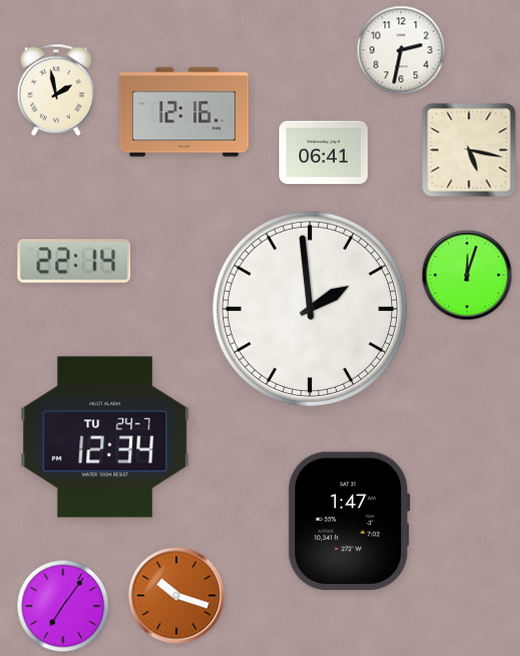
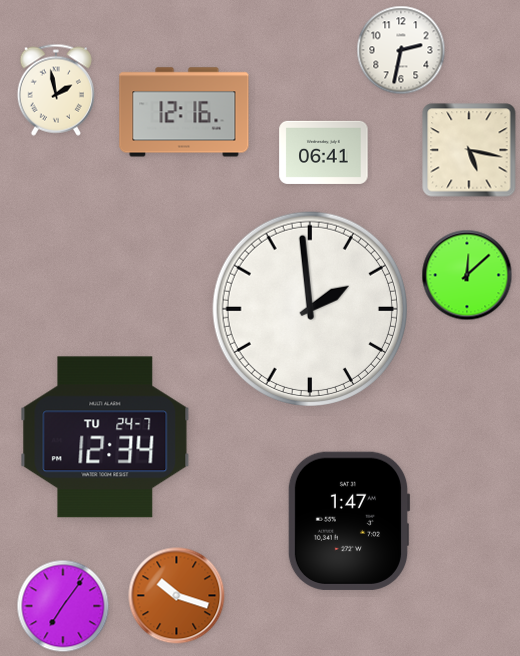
clock at (74, 261): 22:14 -> none
clock at (467, 275): 12:03 -> 12:08
